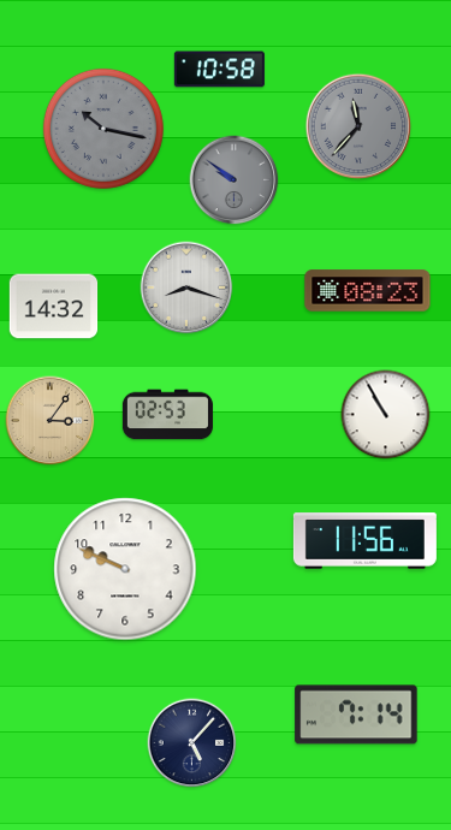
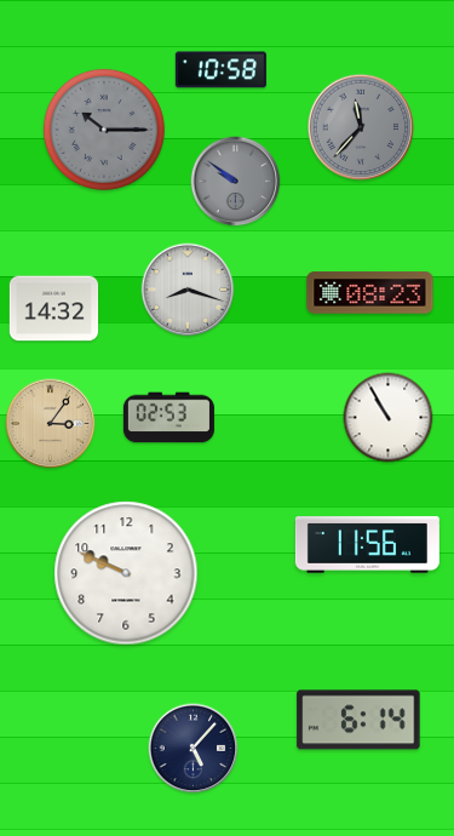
clock at (103, 129): 10:17 -> 10:15
clock at (356, 715): 7:14 -> 6:14
